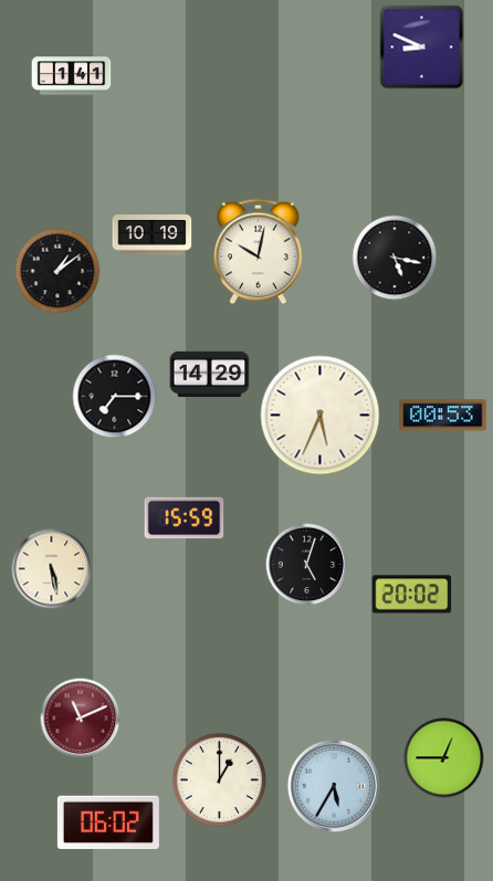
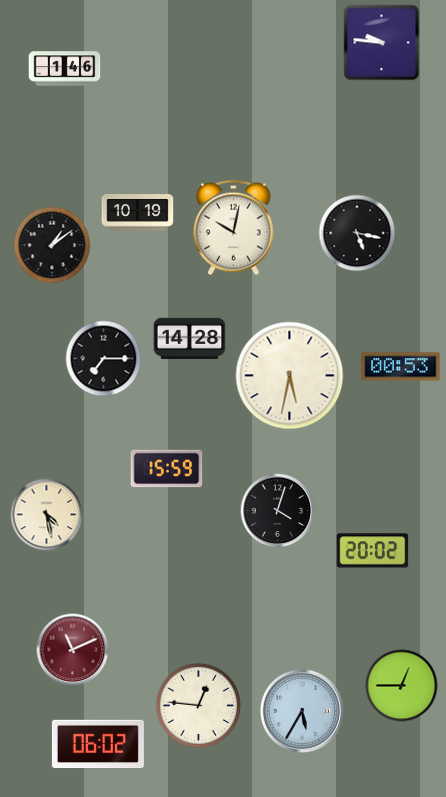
clock at (422, 48): 8:49 -> 9:46
clock at (72, 76): 1:41 -> 1:46
clock at (210, 375): 14:29 -> 14:28
clock at (321, 416): 5:34 -> 5:32
clock at (443, 416) position: (443, 416) -> (401, 367)
clock at (307, 565): 5:03 -> 4:03
clock at (52, 569): 5:28 -> 4:28
clock at (412, 595) position: (412, 595) -> (373, 551)
clock at (219, 779): 1:00 -> 12:46
